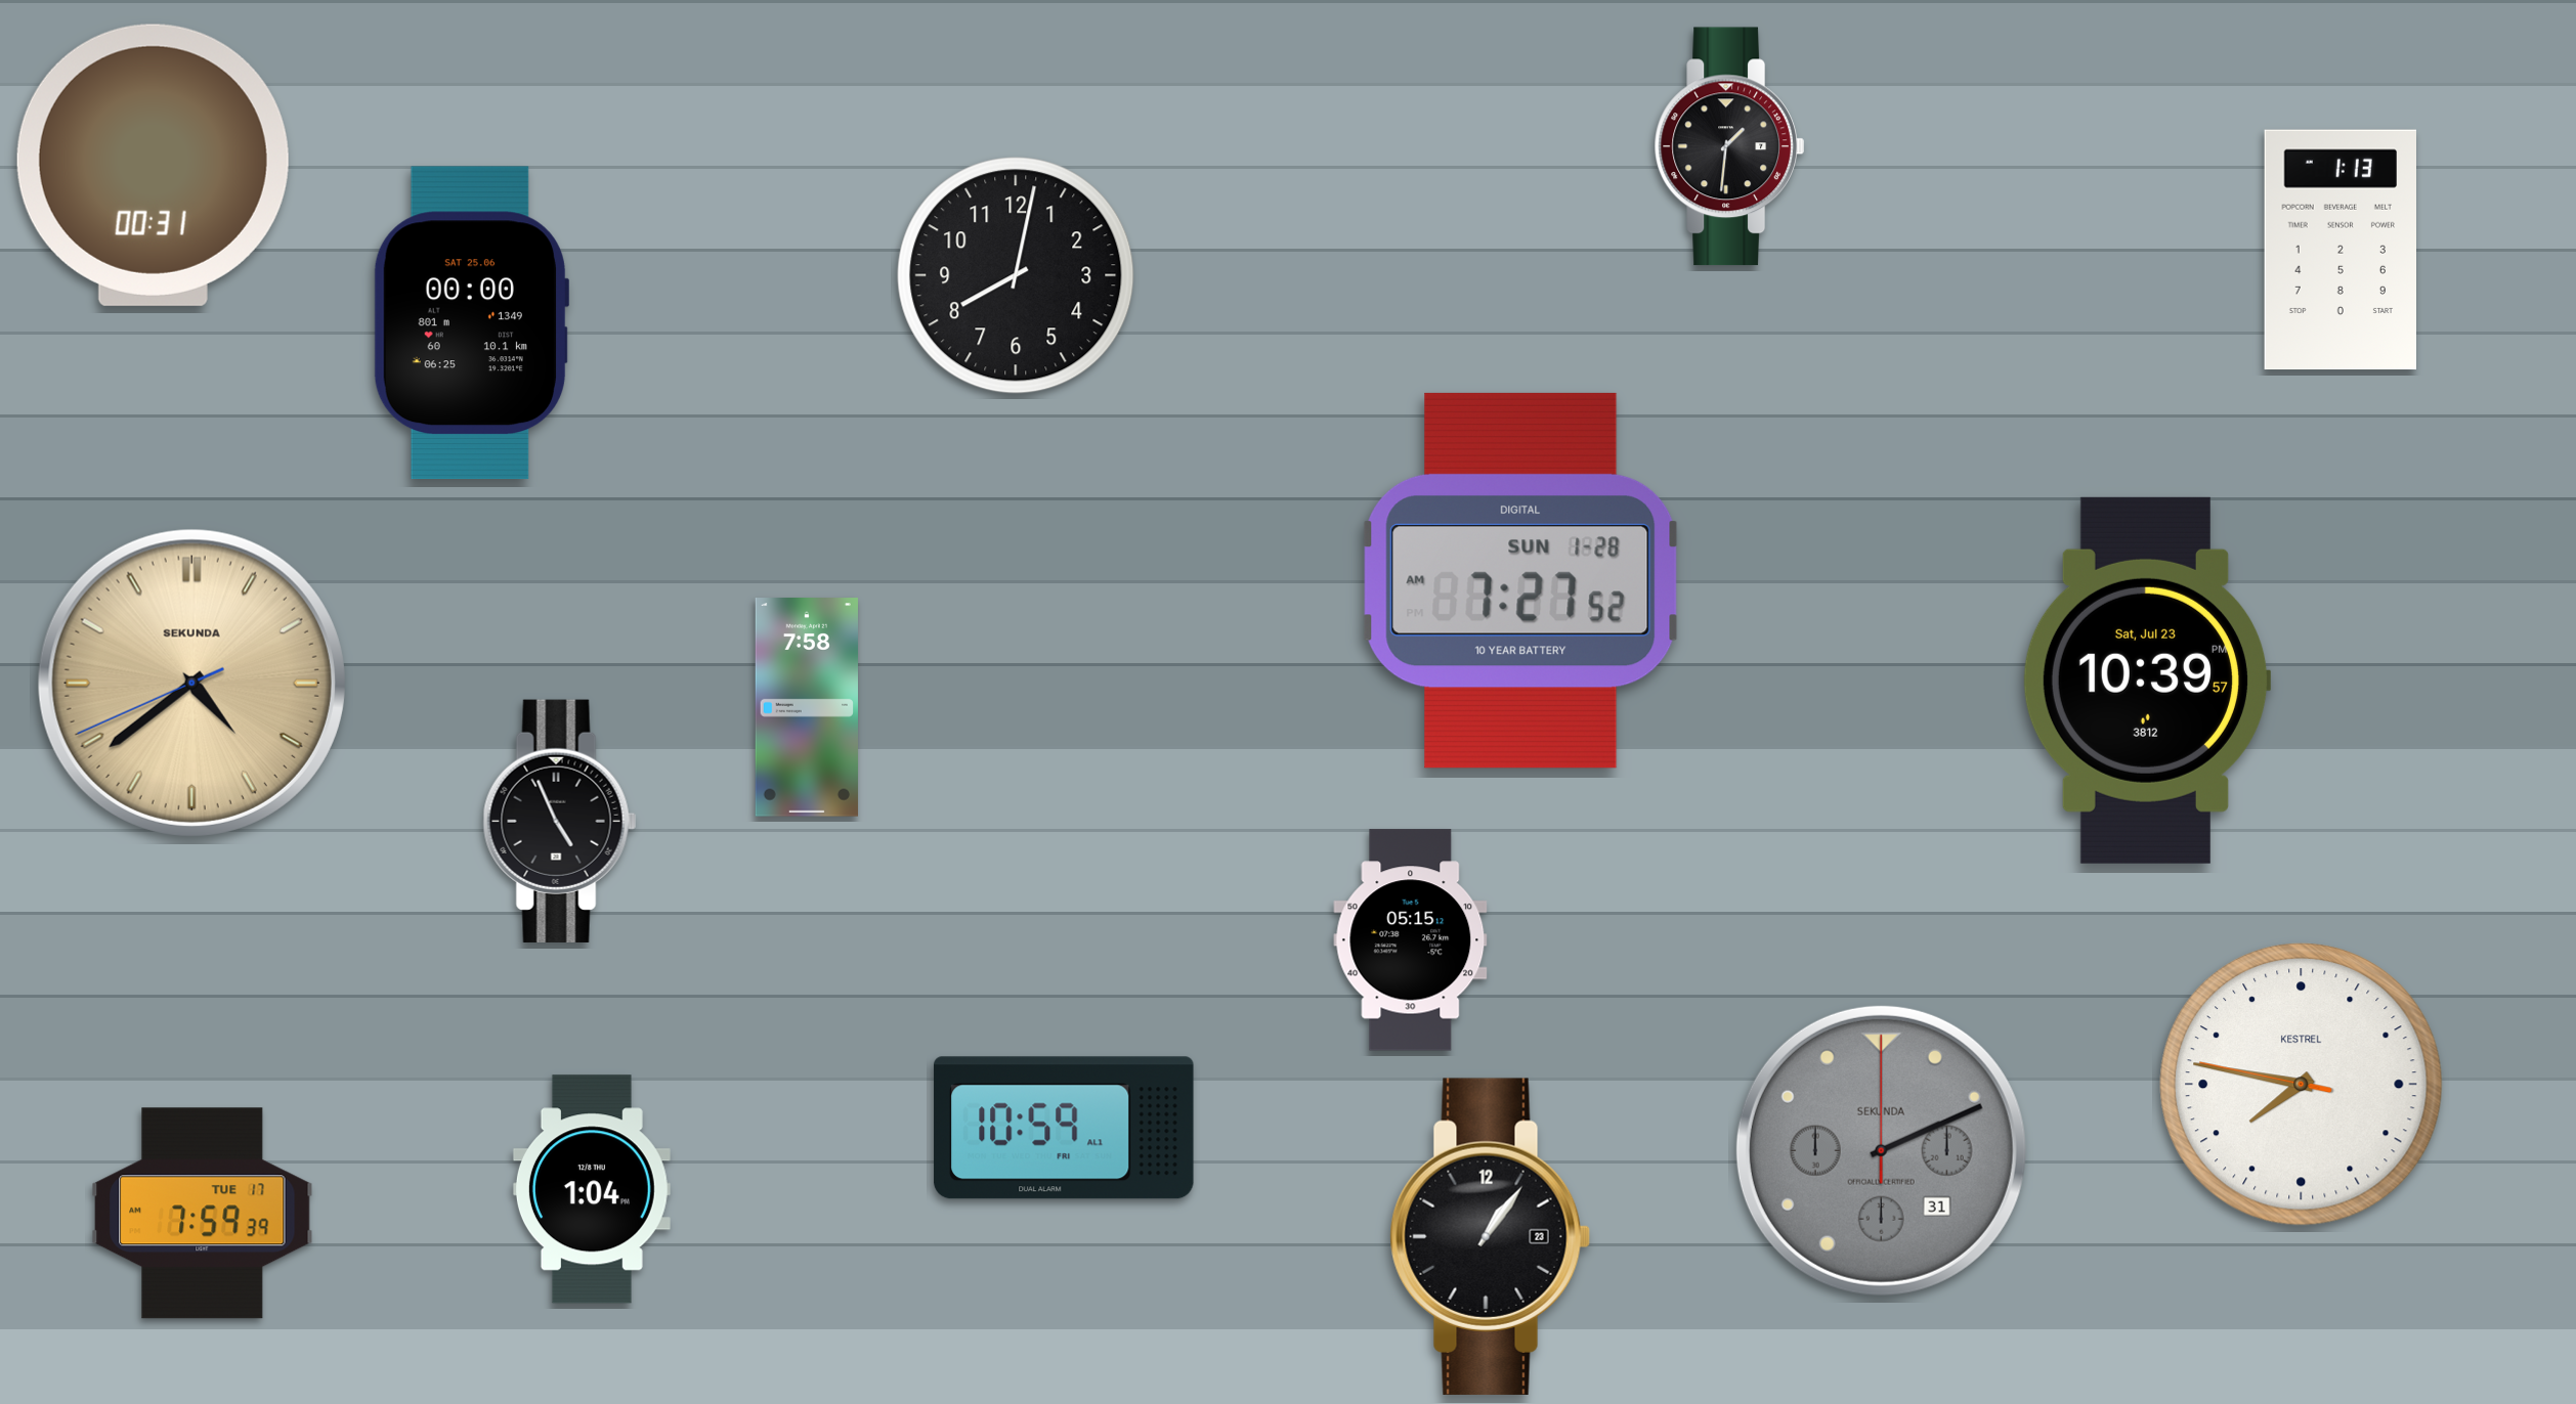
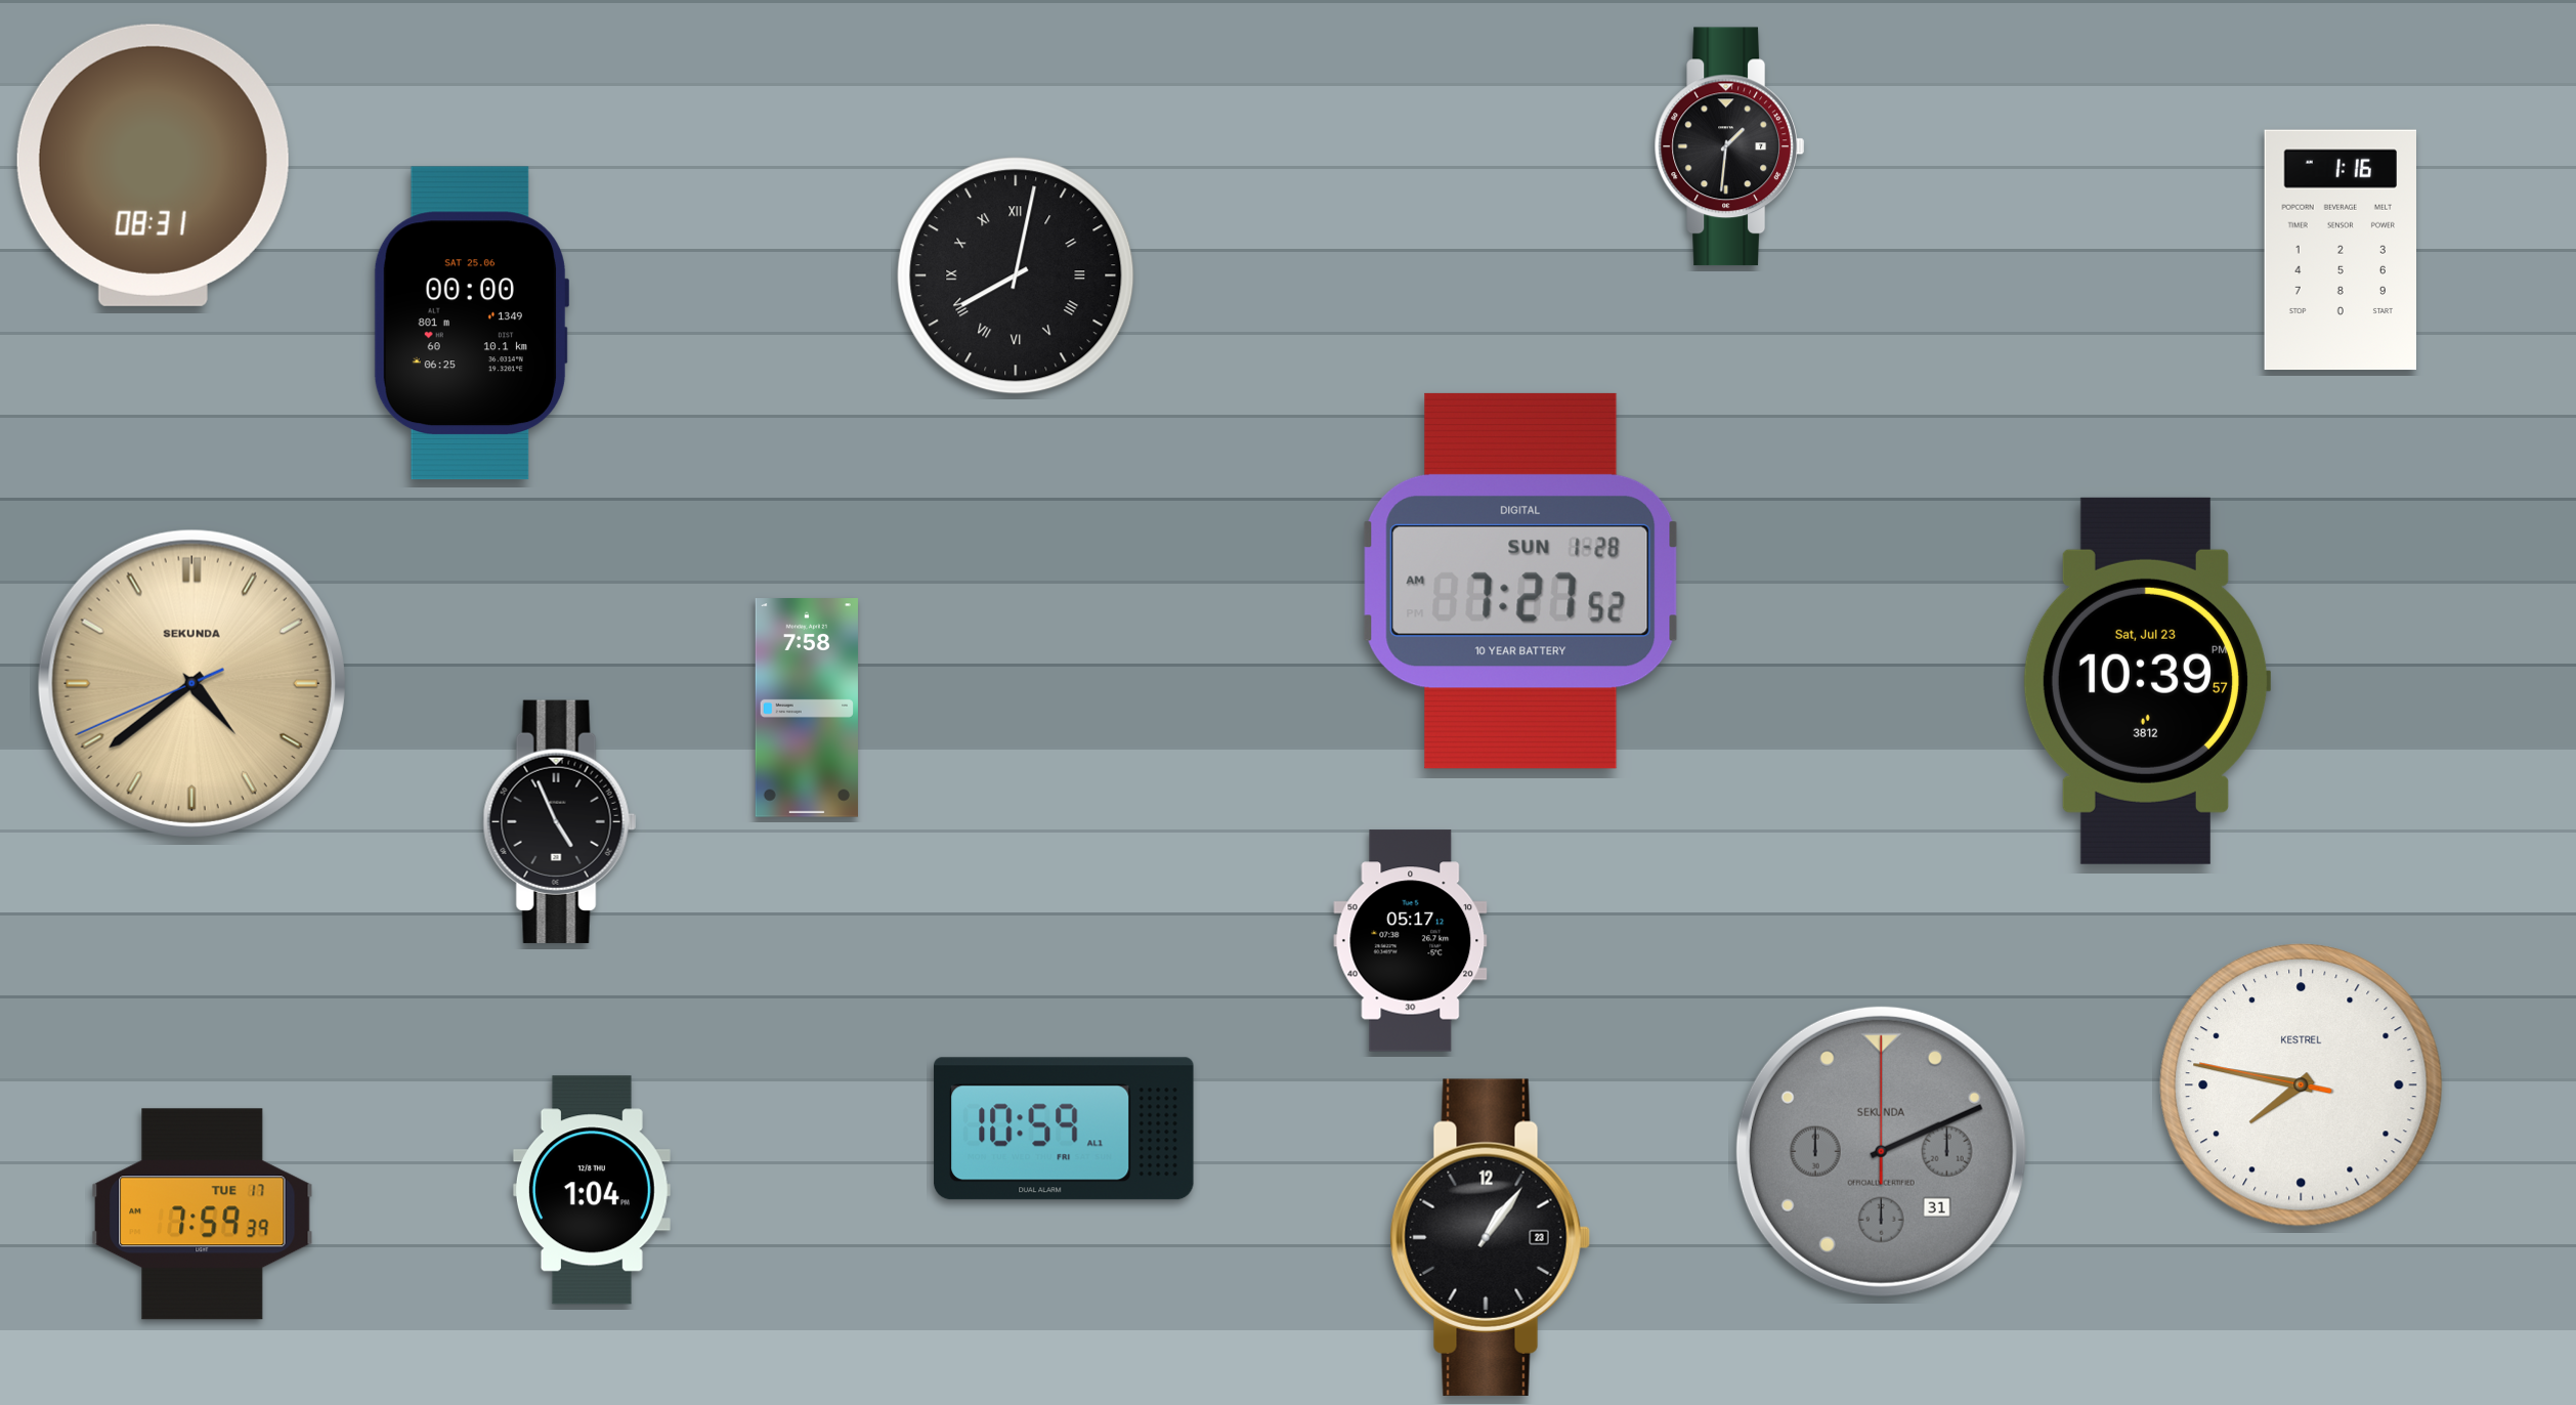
clock at (153, 165): 00:31 -> 08:31
clock at (2339, 250): 1:13 -> 1:16
clock at (1016, 275) numerals: Arabic -> Roman
clock at (1411, 940): 05:15 -> 05:17
